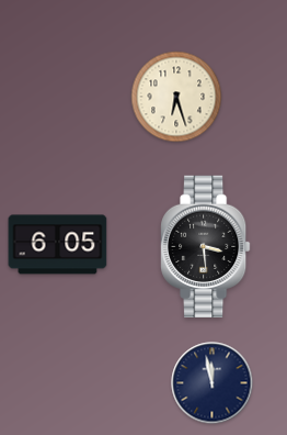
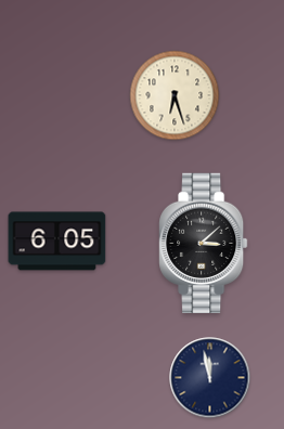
clock at (206, 246): 3:29 -> 3:08
